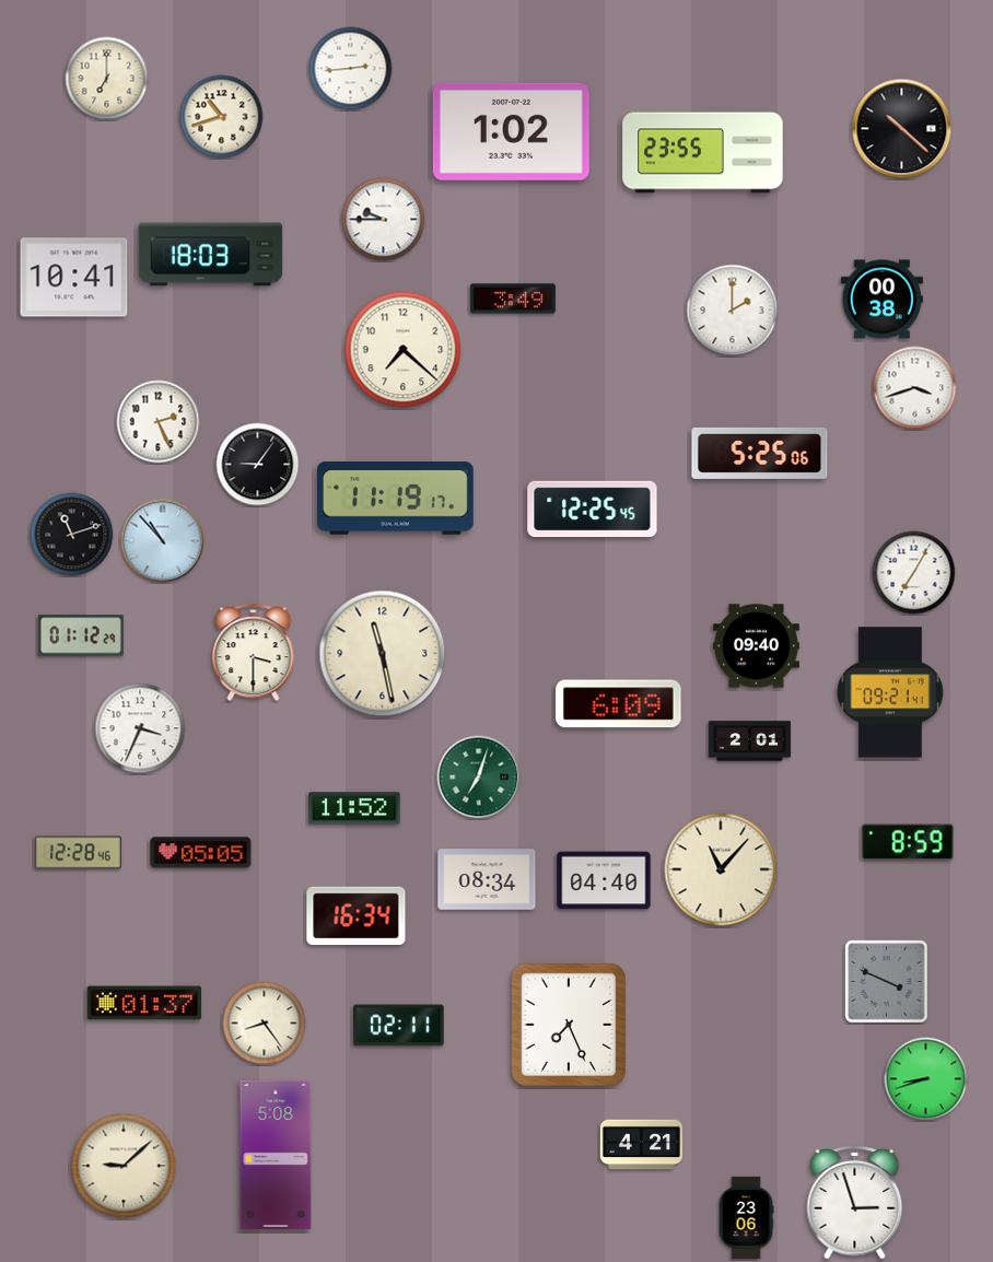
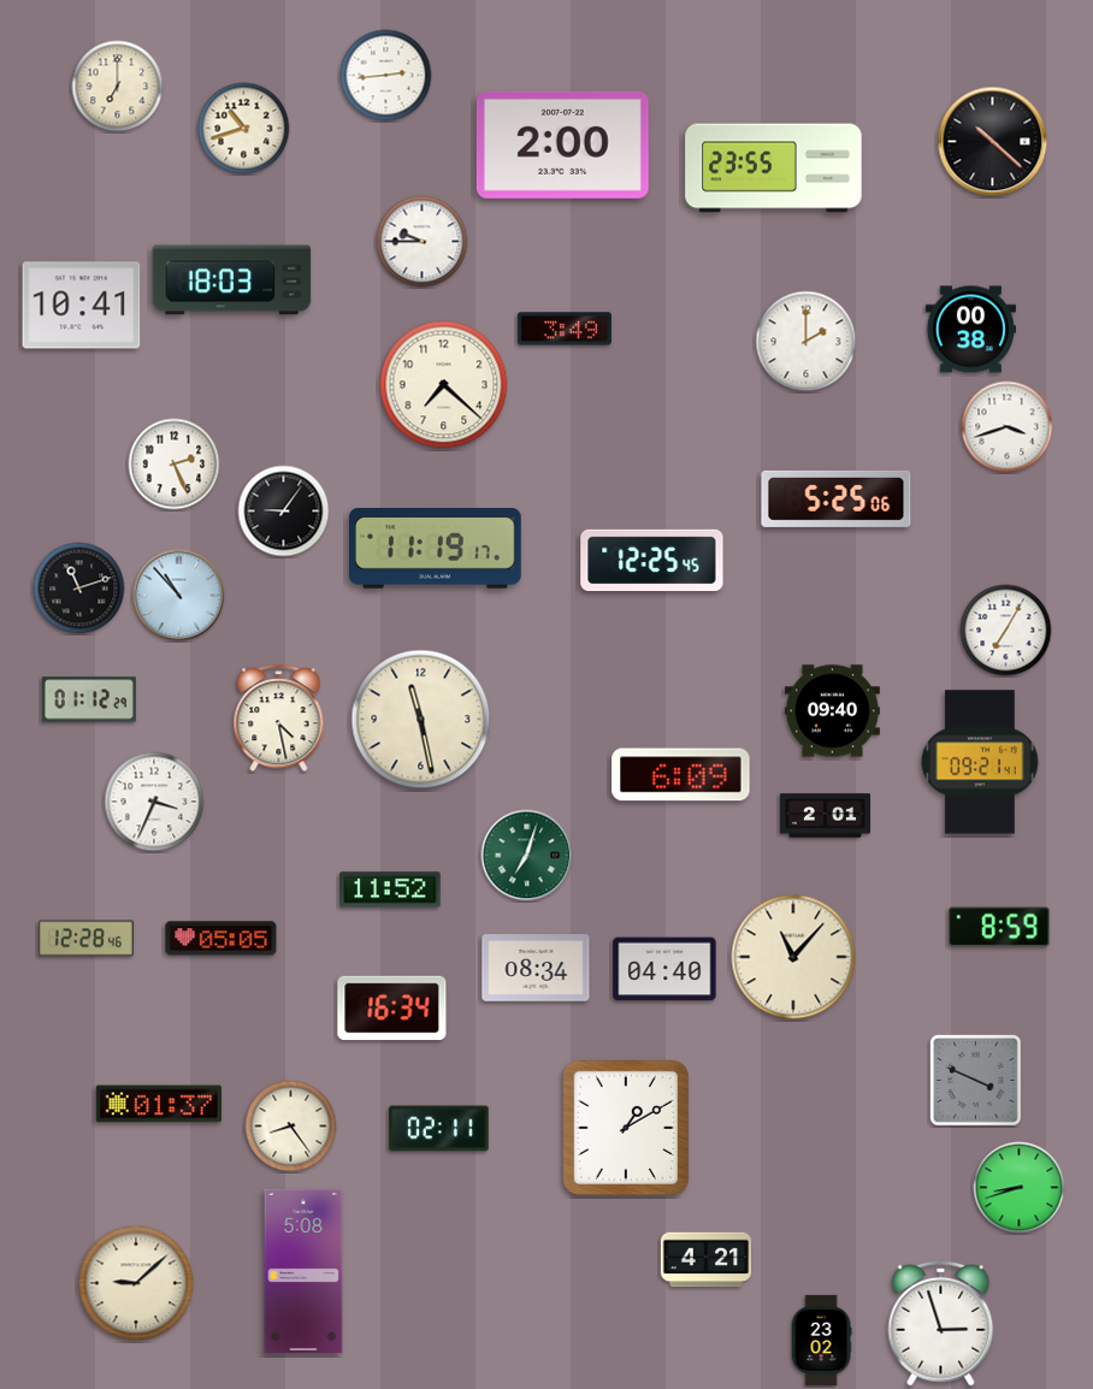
clock at (511, 131): 1:02 -> 2:00
clock at (254, 653): 3:30 -> 4:28
clock at (569, 1025): 7:26 -> 1:10
clock at (746, 1217): 23:06 -> 23:02
